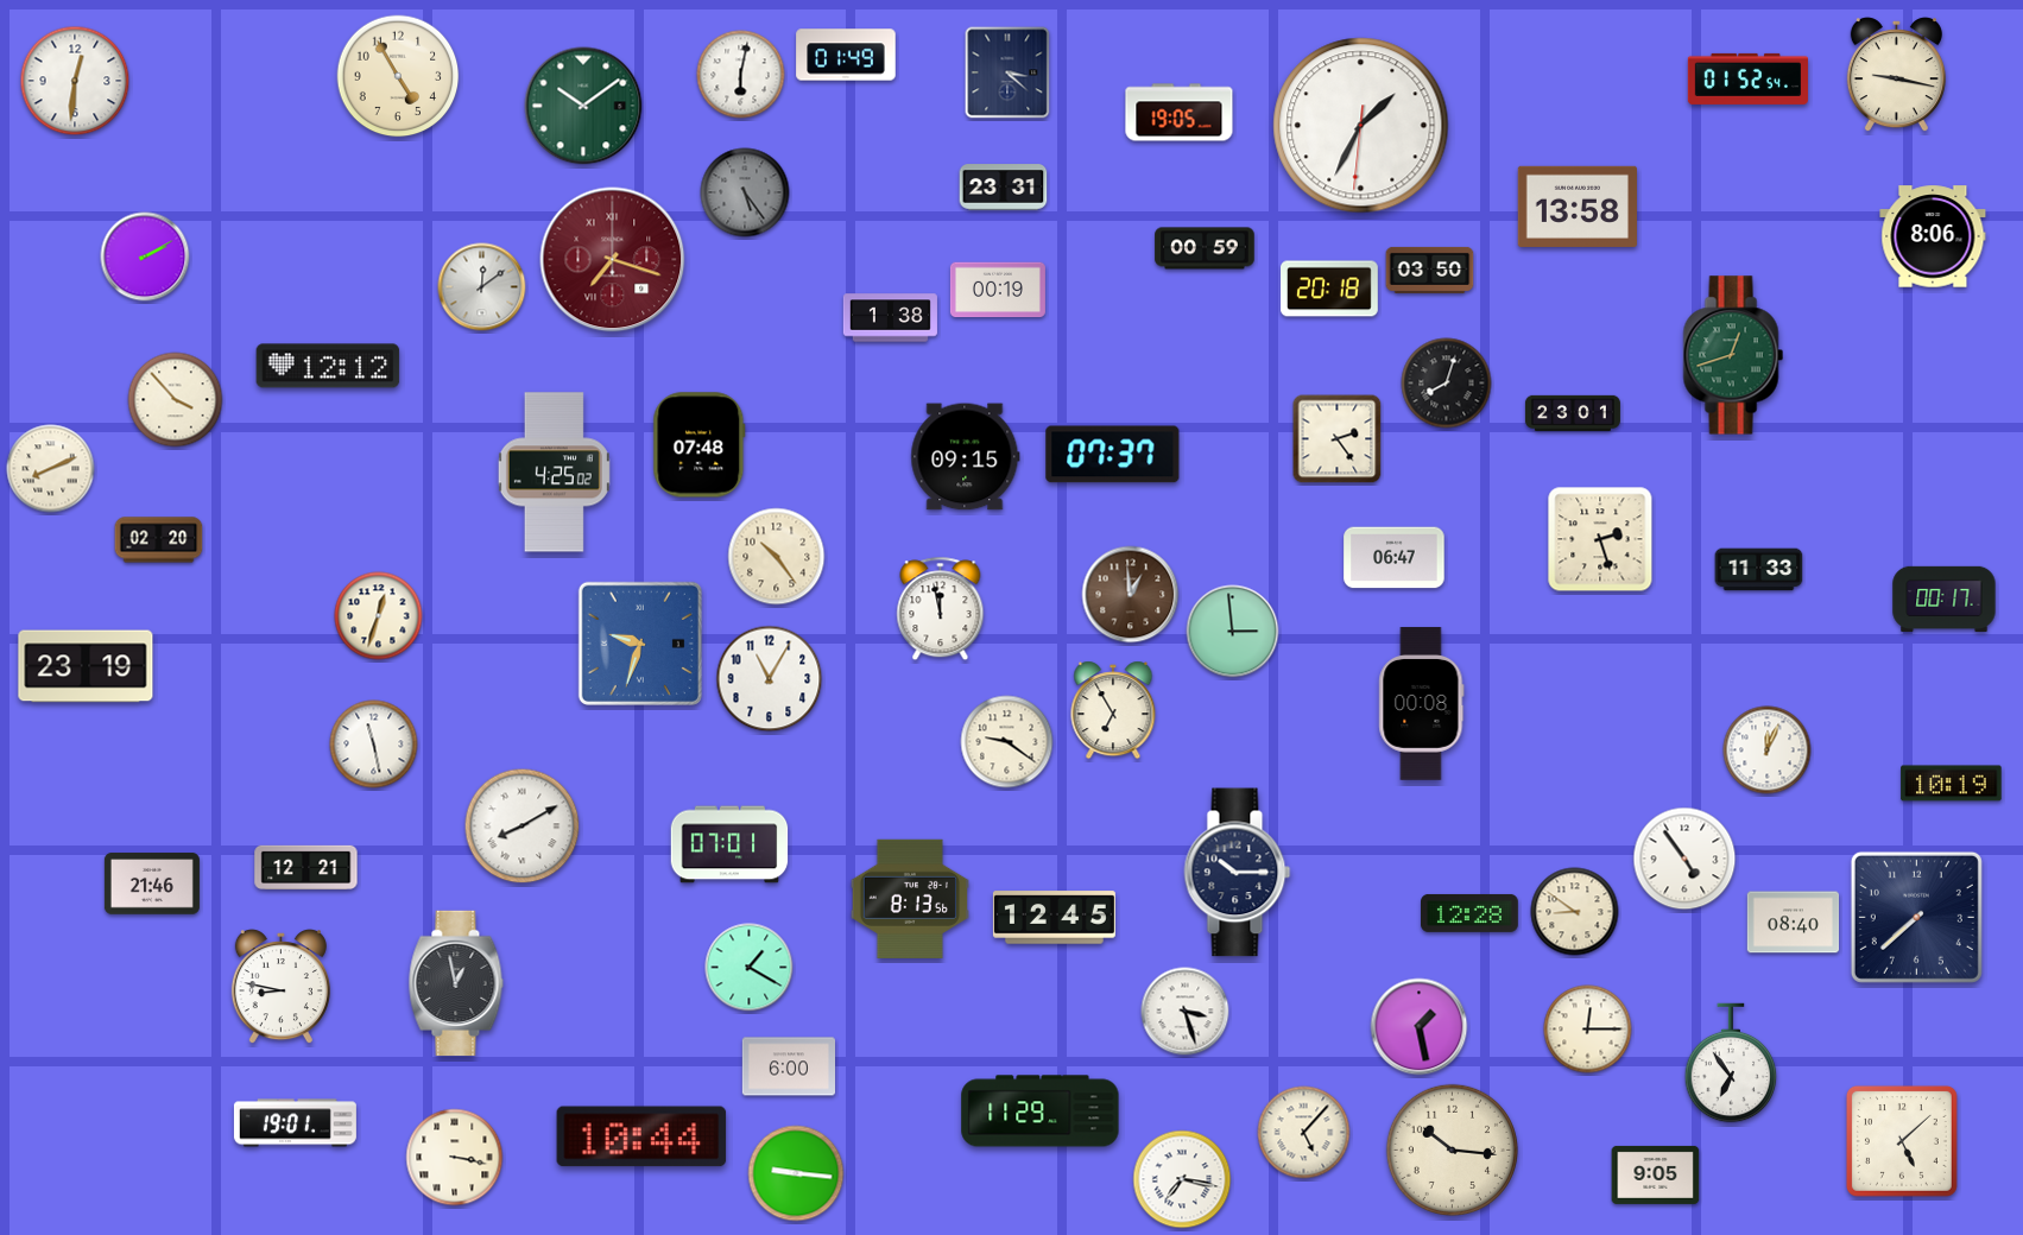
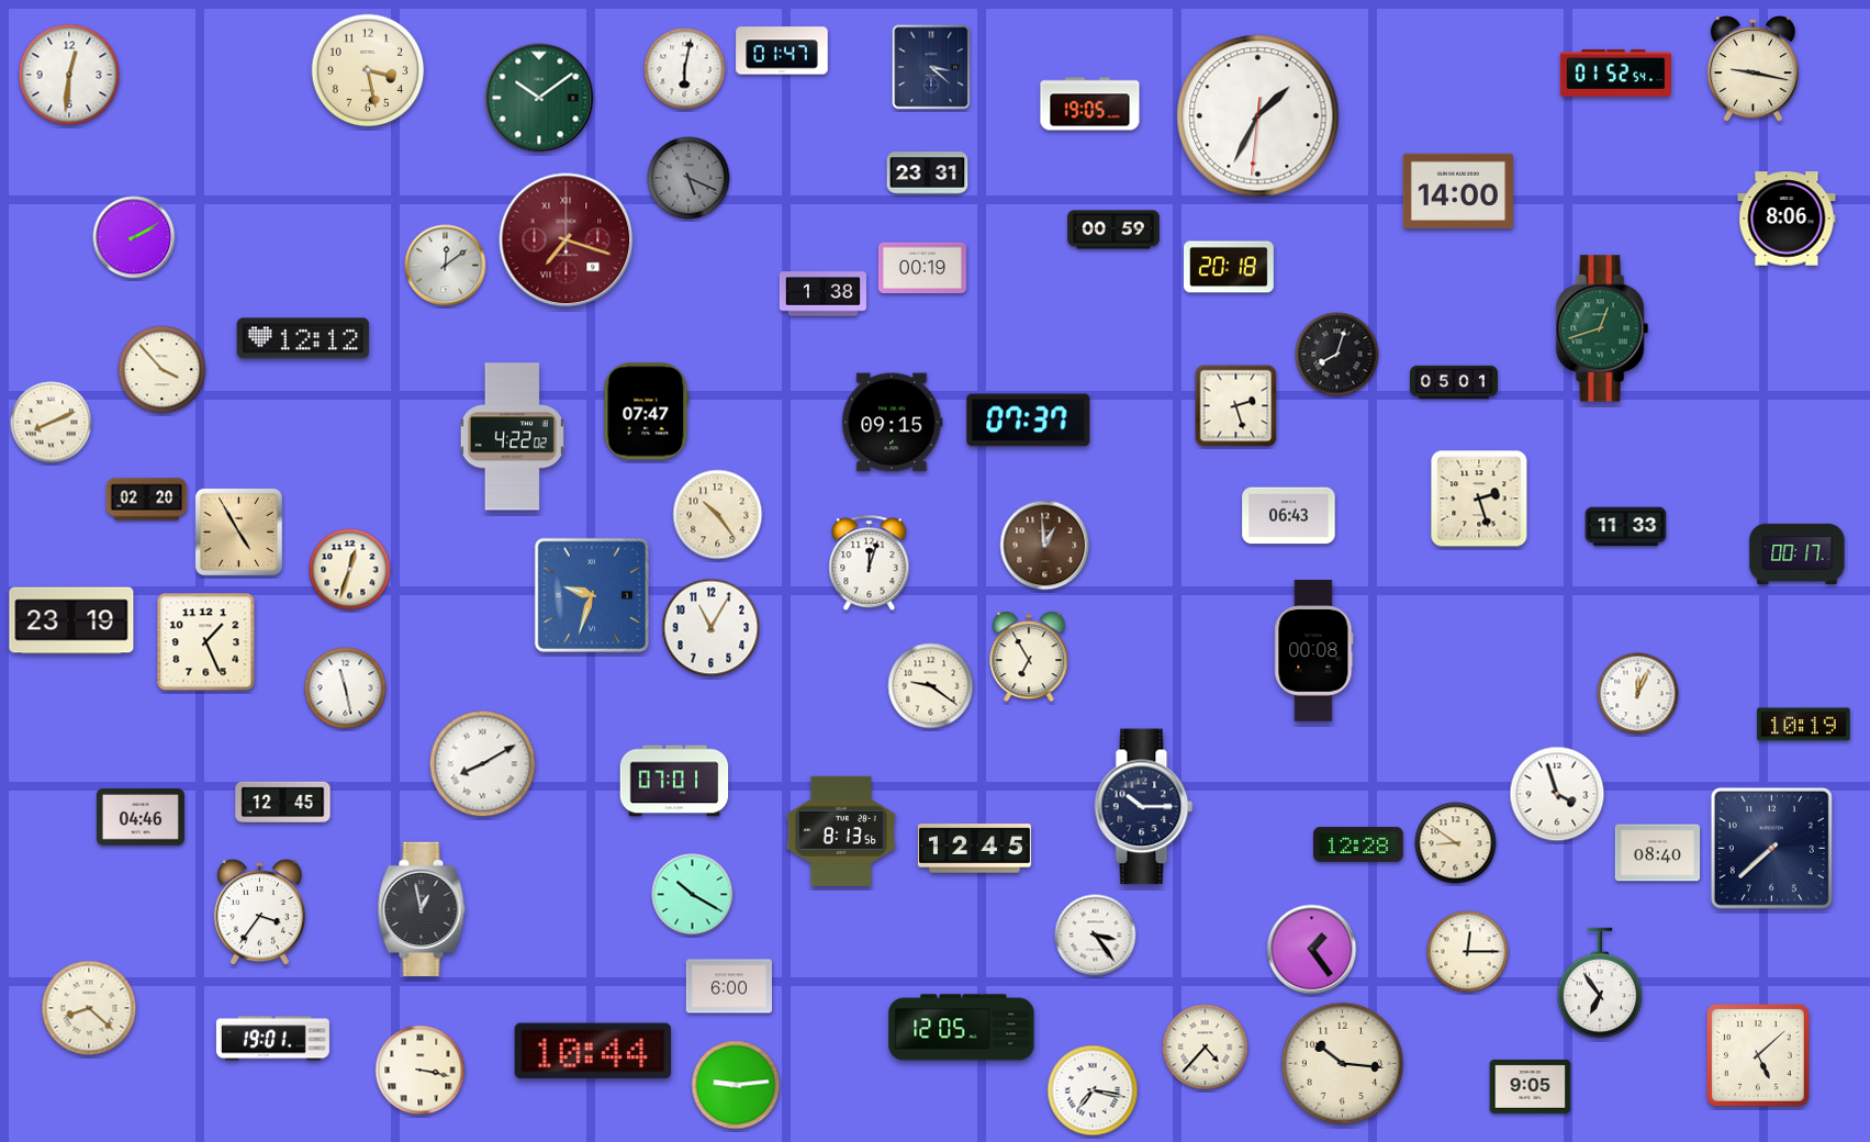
clock at (846, 55): 01:49 -> 01:47
clock at (398, 76): 4:55 -> 3:28
clock at (745, 192): 5:24 -> 5:19
clock at (1576, 207): 13:58 -> 14:00
clock at (1430, 270): 03:50 -> none
clock at (1573, 413): 23:01 -> 05:01
clock at (1338, 439): 2:24 -> 2:27
clock at (700, 445): 07:48 -> 07:47
clock at (51, 469) position: (51, 469) -> (52, 423)
clock at (554, 473): 4:25 -> 4:22
clock at (1395, 558): 06:47 -> 06:43
clock at (238, 531): none -> 4:55
clock at (1131, 595) position: (1131, 595) -> (1045, 546)
clock at (941, 609): 11:58 -> 12:03
clock at (1233, 632): 2:59 -> none
clock at (86, 666) position: (86, 666) -> (71, 620)
clock at (206, 642): none -> 1:26
clock at (1768, 750) position: (1768, 750) -> (1638, 694)
clock at (1684, 859): 4:54 -> 3:57
clock at (306, 867): 12:21 -> 12:45
clock at (152, 883): 21:46 -> 04:46
clock at (750, 968): 1:20 -> 10:20
clock at (280, 987): 8:47 -> 3:36
clock at (1186, 1012): 3:27 -> 3:24
clock at (1420, 1027): 1:28 -> 1:24
clock at (89, 1008): none -> 8:22
clock at (1041, 1111): 11:29 -> 12:05
clock at (1304, 1133): 5:07 -> 4:37
clock at (796, 1173): 9:16 -> 9:14
